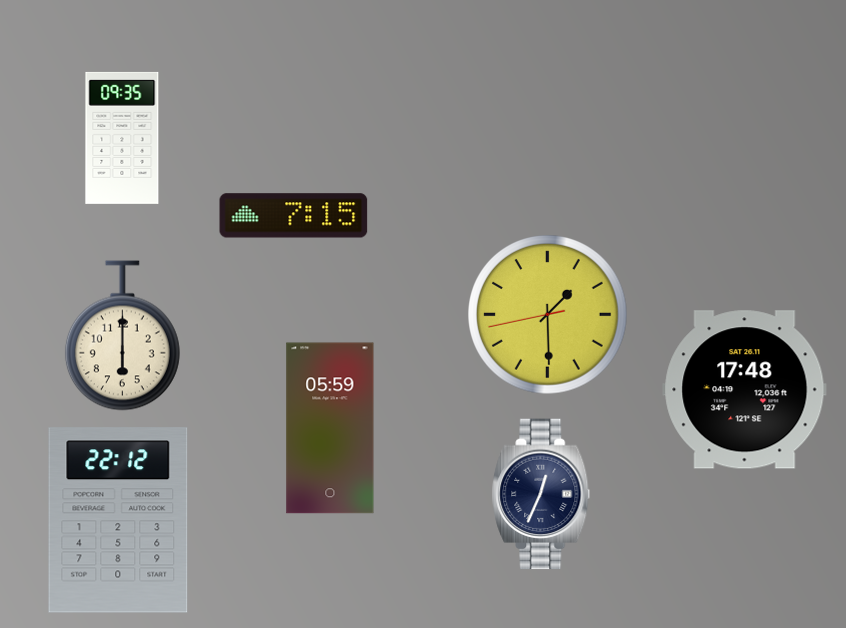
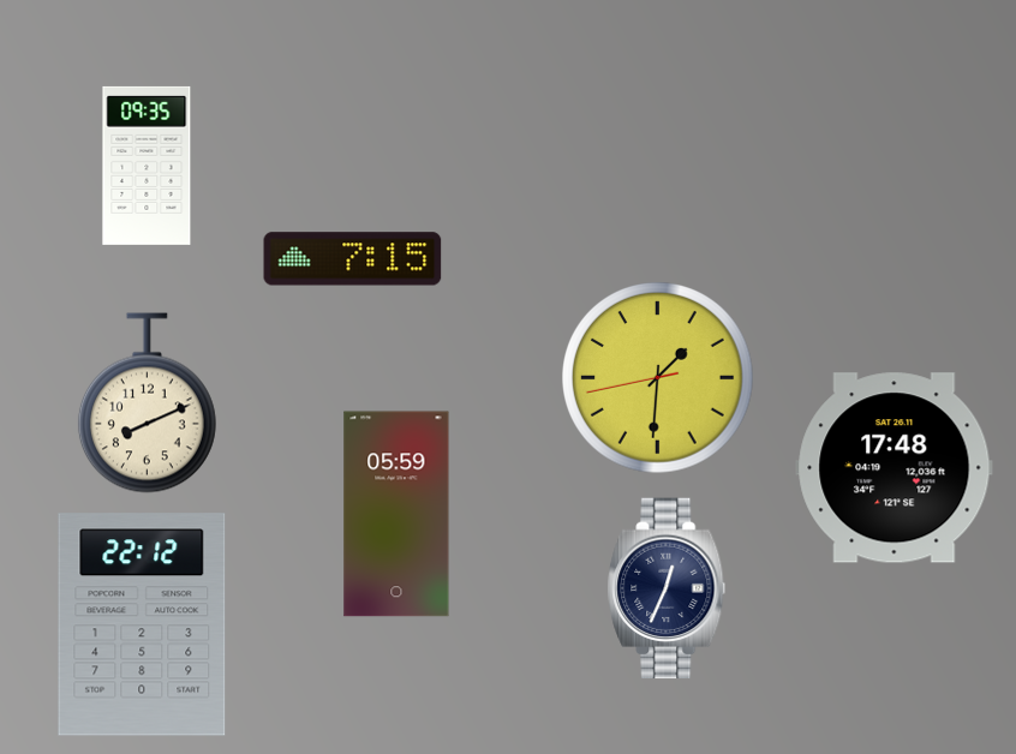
clock at (548, 315): 1:29 -> 1:30
clock at (122, 336): 6:00 -> 8:11
clock at (541, 494) position: (541, 494) -> (667, 588)
